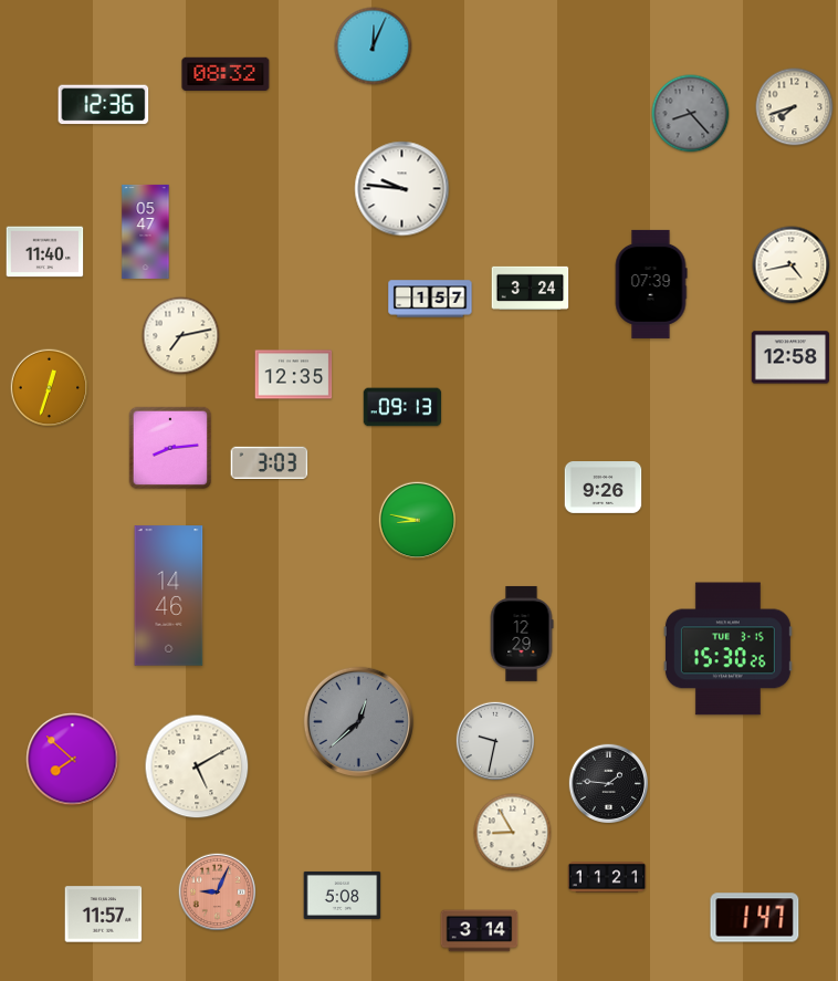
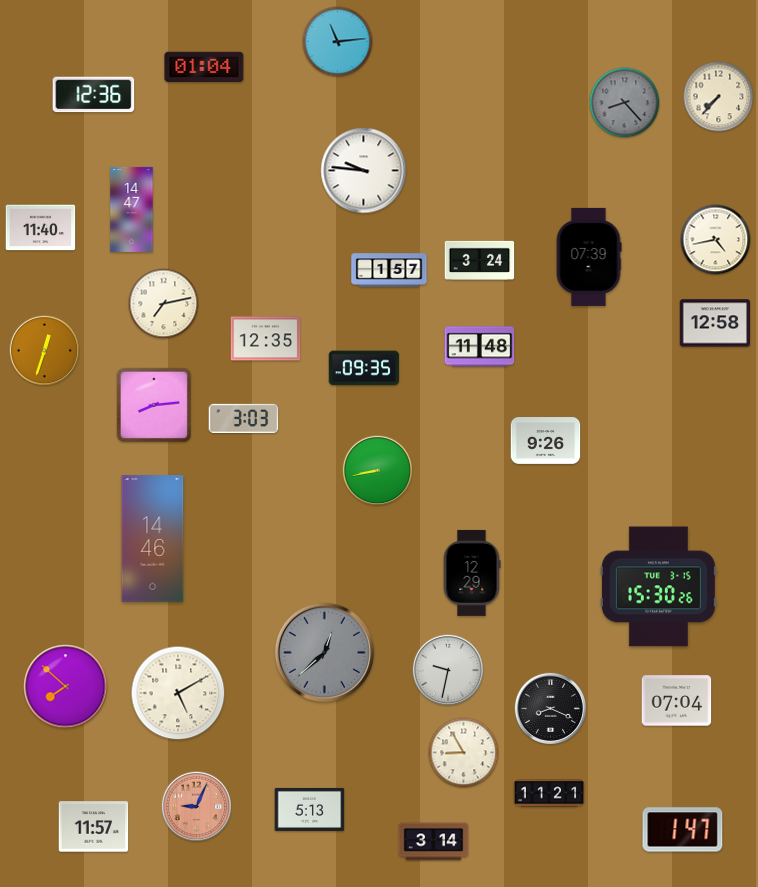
clock at (374, 46): 12:04 -> 11:14
clock at (226, 73): 08:32 -> 01:04
clock at (795, 107): 7:42 -> 7:37
clock at (146, 231): 05:47 -> 14:47
clock at (480, 347): none -> 11:48
clock at (402, 407): 09:13 -> 09:35
clock at (418, 521): 8:47 -> 8:43
clock at (677, 701): none -> 07:04
clock at (608, 783): 1:46 -> 8:19
clock at (343, 895): 5:08 -> 5:13
